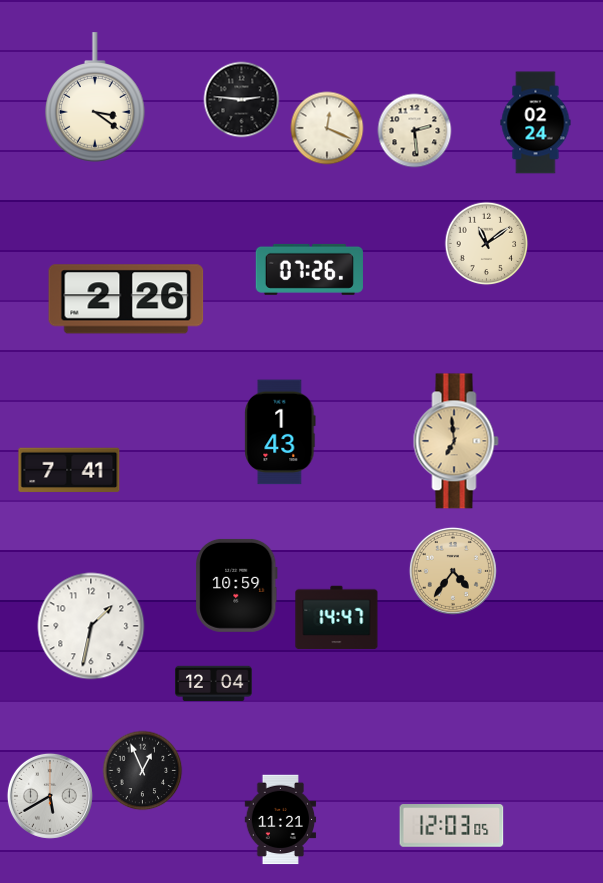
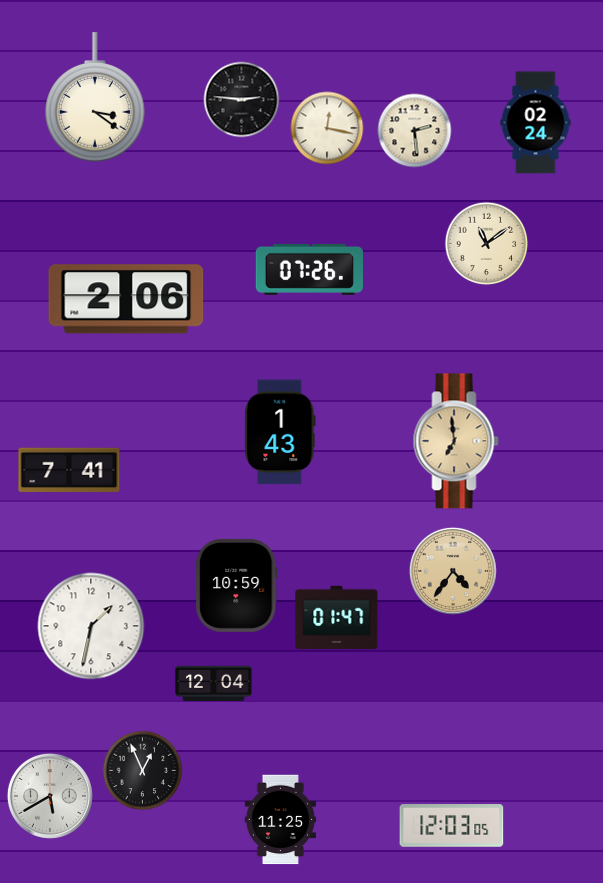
clock at (327, 128): 12:19 -> 12:17
clock at (126, 299): 2:26 -> 2:06
clock at (337, 618): 14:47 -> 01:47
clock at (281, 820): 11:21 -> 11:25
